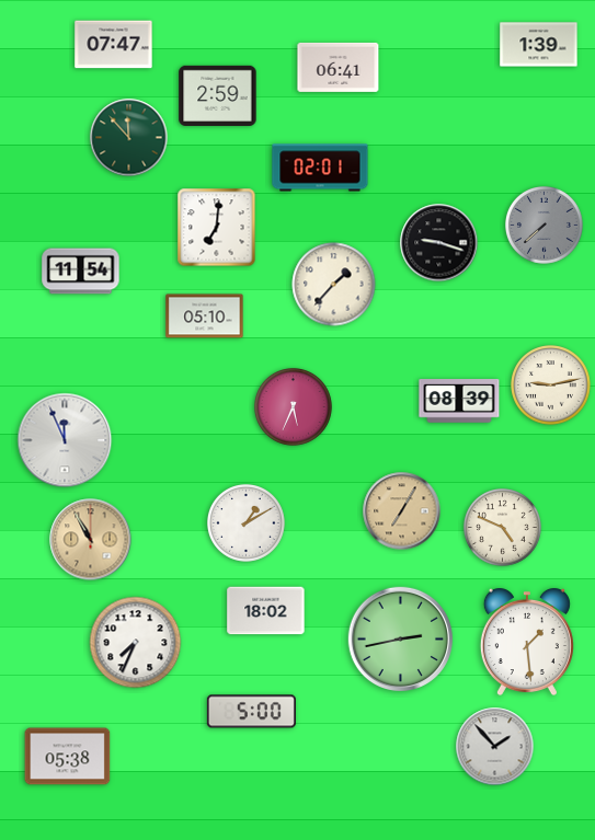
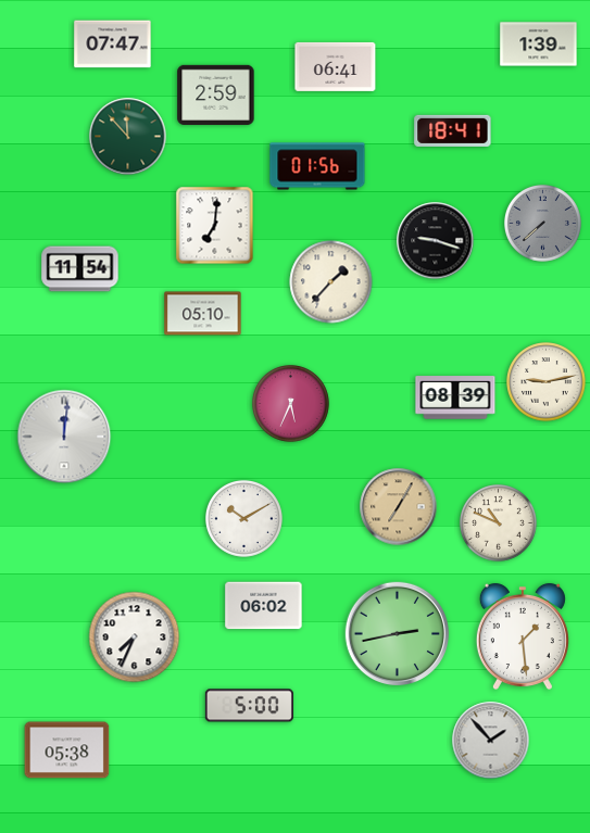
clock at (539, 45) position: (539, 45) -> (539, 45)
clock at (453, 130): none -> 18:41
clock at (320, 168): 02:01 -> 01:56
clock at (545, 226) position: (545, 226) -> (543, 224)
clock at (65, 440): 11:56 -> 12:01
clock at (247, 523): 1:10 -> 10:10
clock at (503, 528): 4:49 -> 10:49
clock at (91, 540): 10:55 -> none
clock at (266, 611): 18:02 -> 06:02
